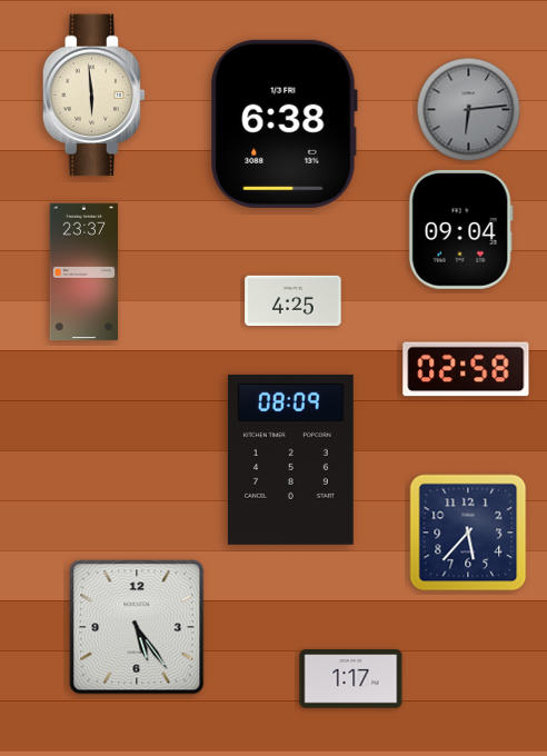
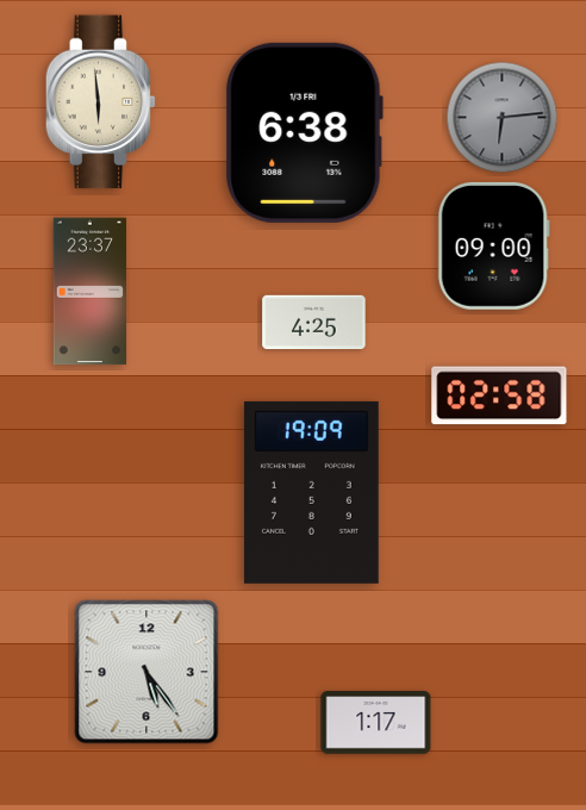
clock at (460, 229): 09:04 -> 09:00
clock at (290, 459): 08:09 -> 19:09
clock at (468, 533): 5:37 -> none
clock at (351, 679) position: (351, 679) -> (376, 723)
